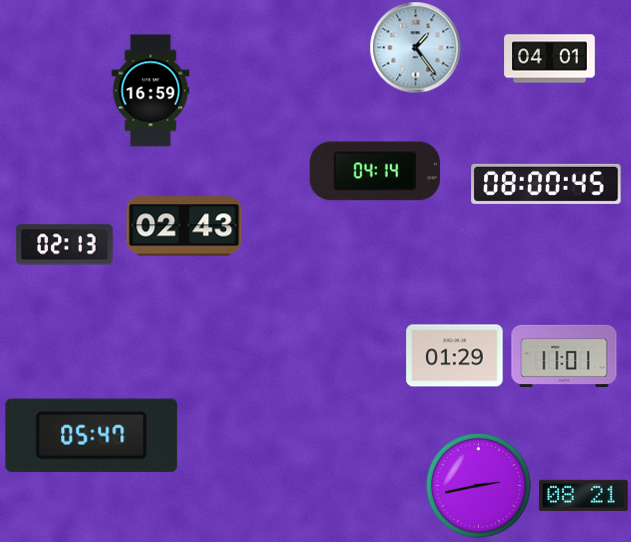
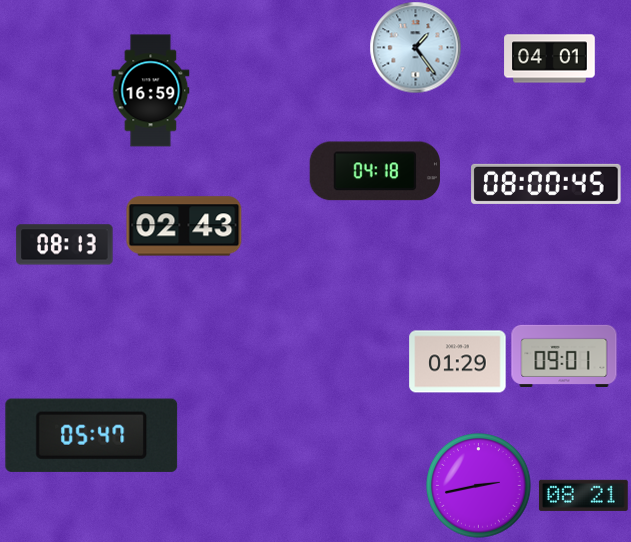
clock at (375, 171): 04:14 -> 04:18
clock at (65, 245): 02:13 -> 08:13
clock at (455, 356) position: (455, 356) -> (458, 362)
clock at (564, 356): 11:01 -> 09:01
